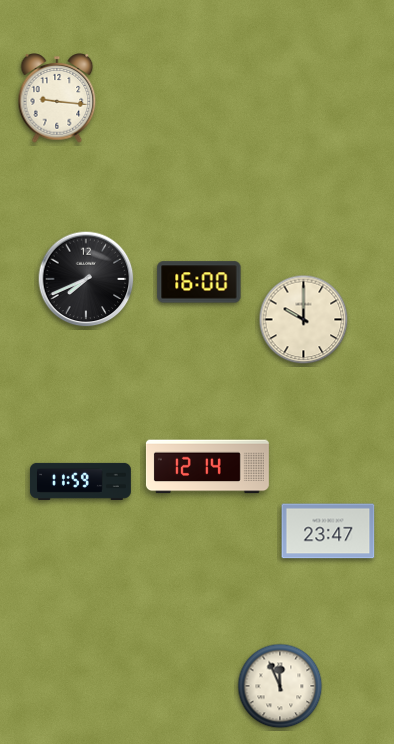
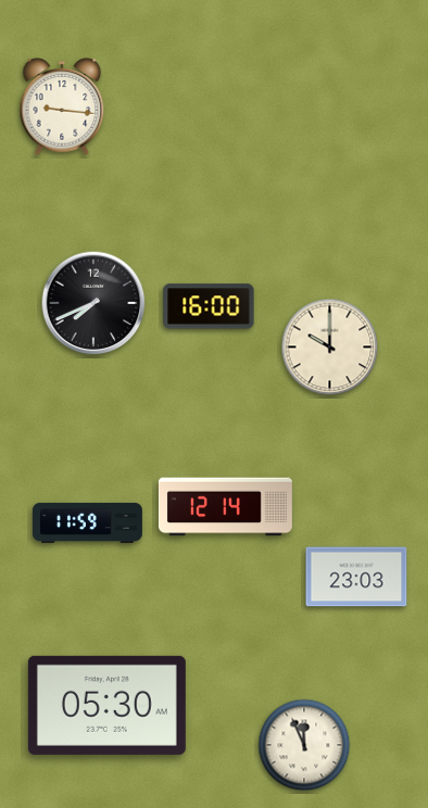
clock at (199, 282) position: (199, 282) -> (209, 306)
clock at (328, 531): 23:47 -> 23:03
clock at (106, 705): none -> 05:30
